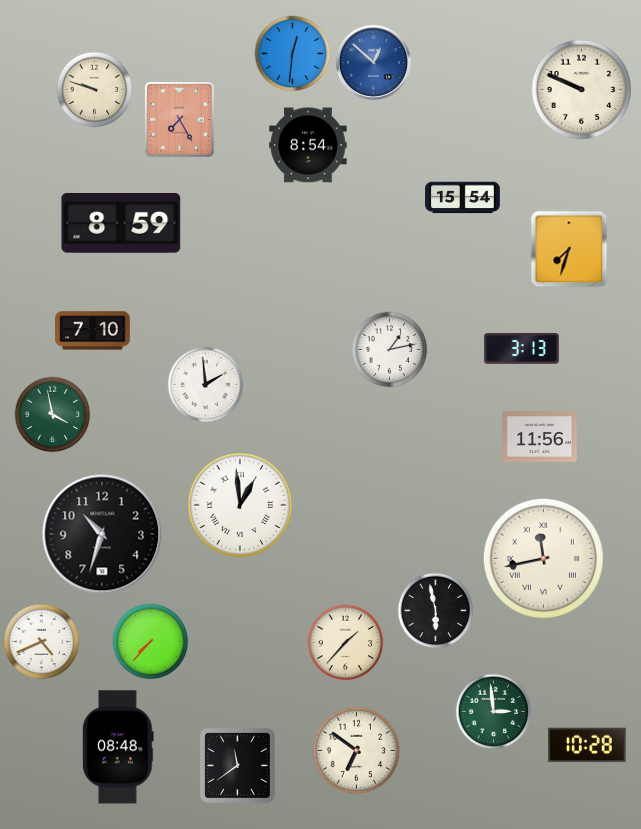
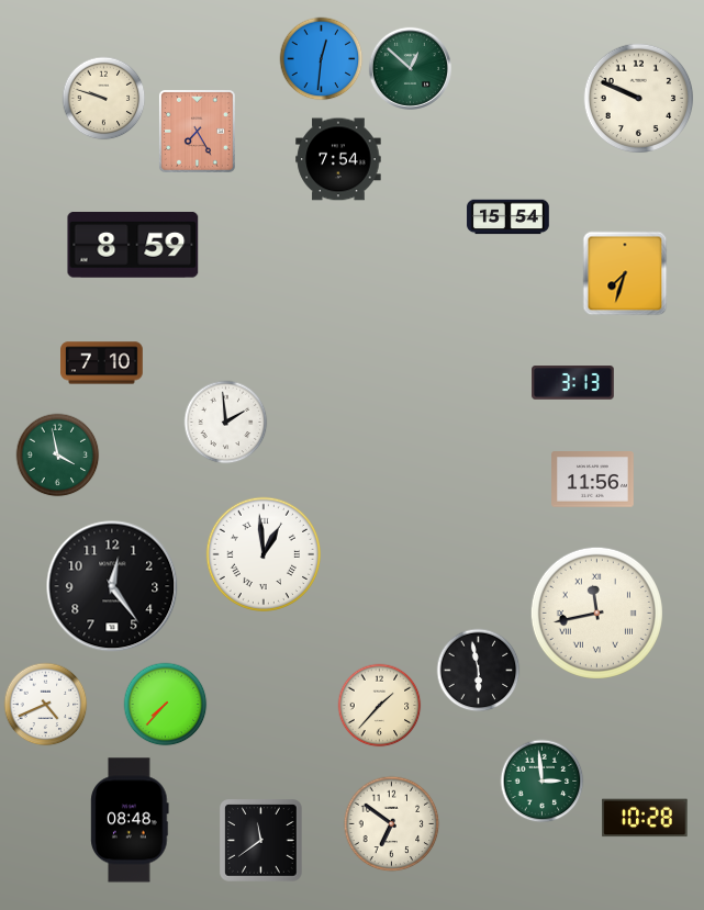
clock at (373, 62) dial: blue -> green
clock at (308, 145): 8:54 -> 7:54
clock at (390, 350): 1:13 -> none
clock at (102, 534): 10:33 -> 12:24
